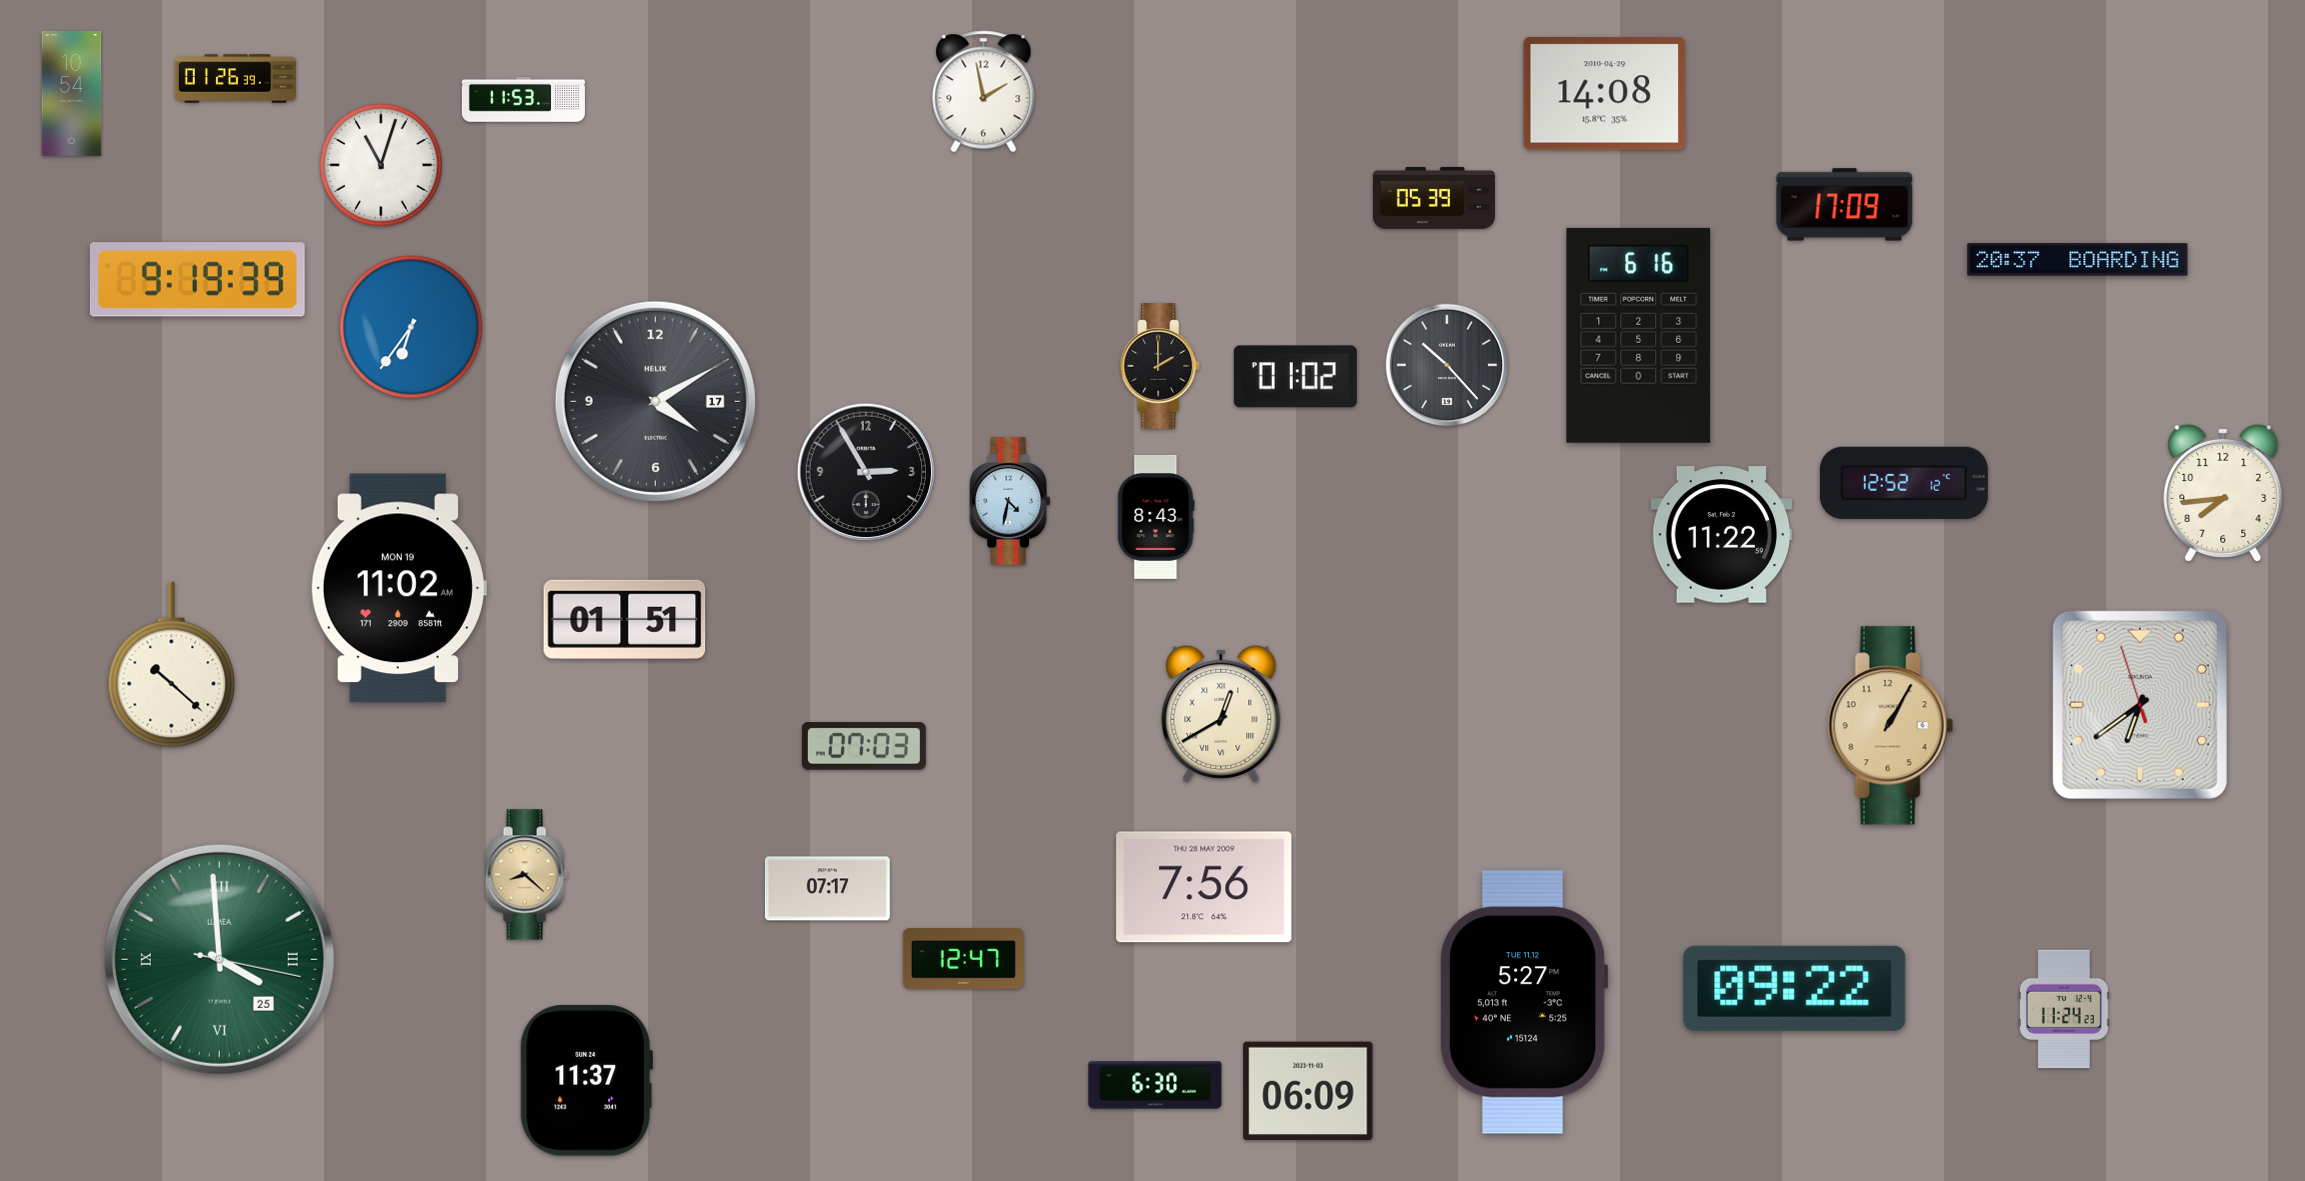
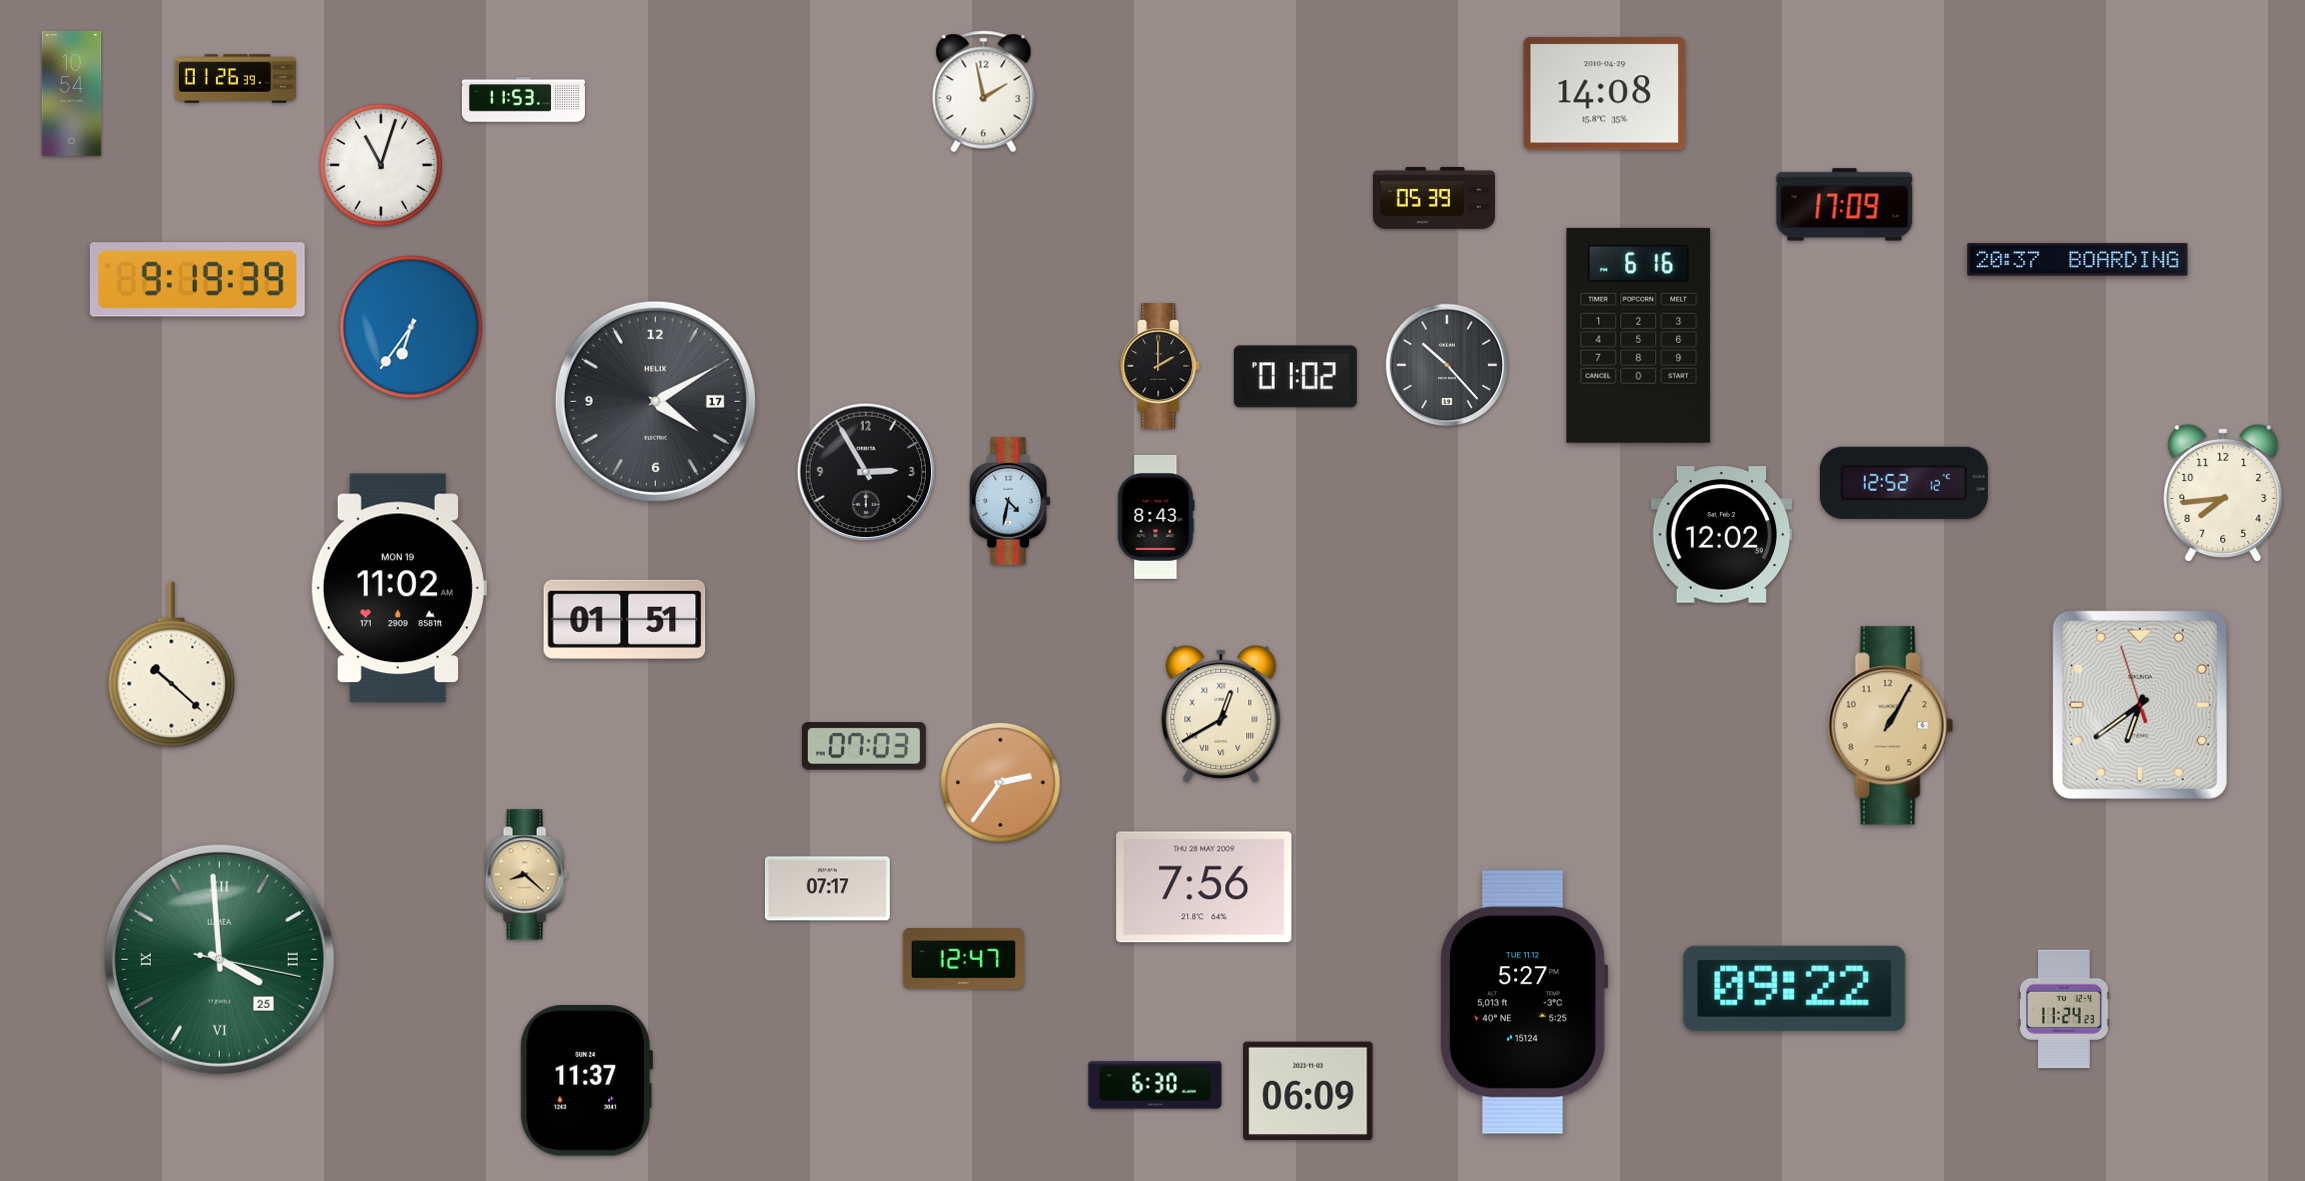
clock at (1722, 535): 11:22 -> 12:02
clock at (1001, 783): none -> 2:36
